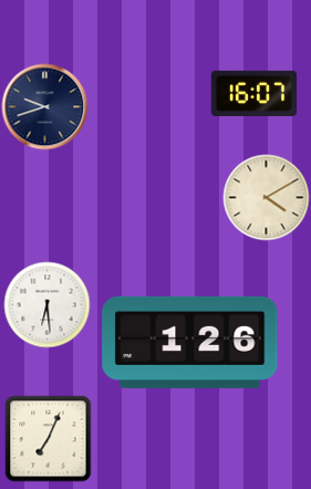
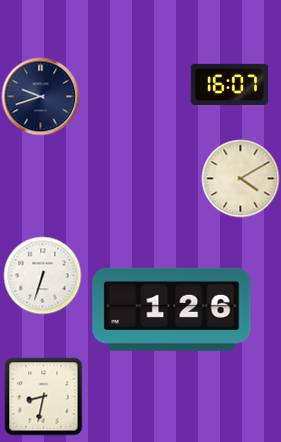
clock at (46, 304): 6:29 -> 6:33
clock at (48, 438): 7:04 -> 8:32
